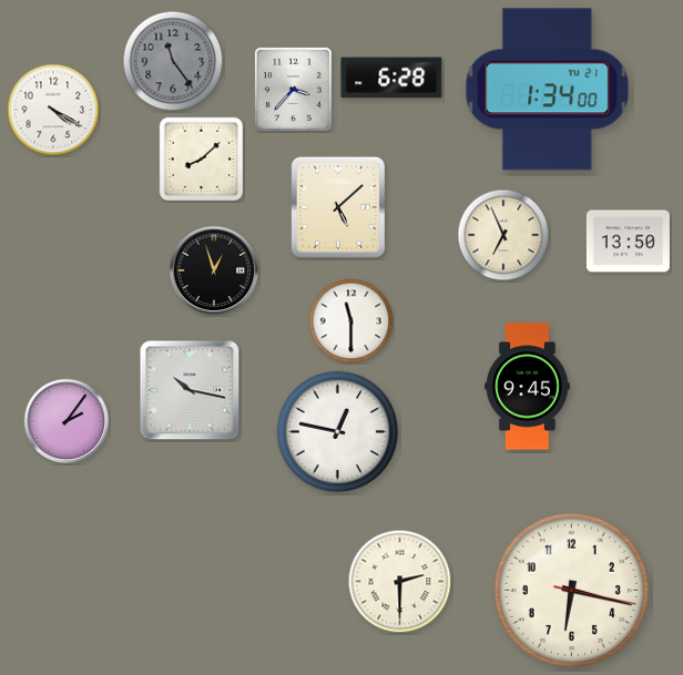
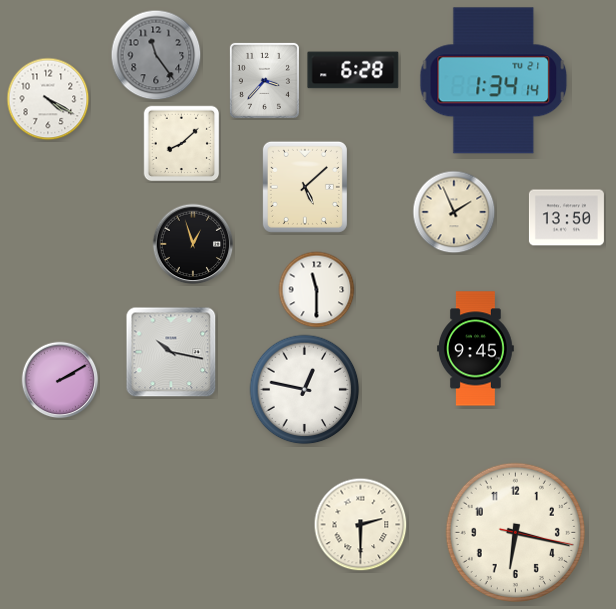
clock at (548, 90): 1:34:00 -> 1:34:14
clock at (503, 235): 6:56 -> 1:56
clock at (67, 421): 2:06 -> 2:10
